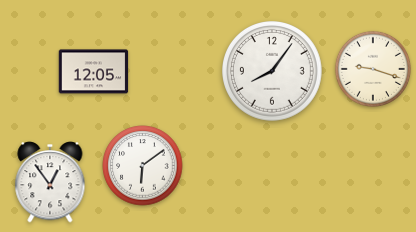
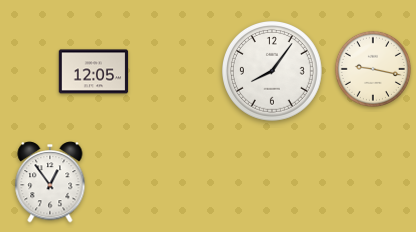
clock at (373, 69): 9:18 -> 9:17
clock at (143, 166): 6:09 -> none
